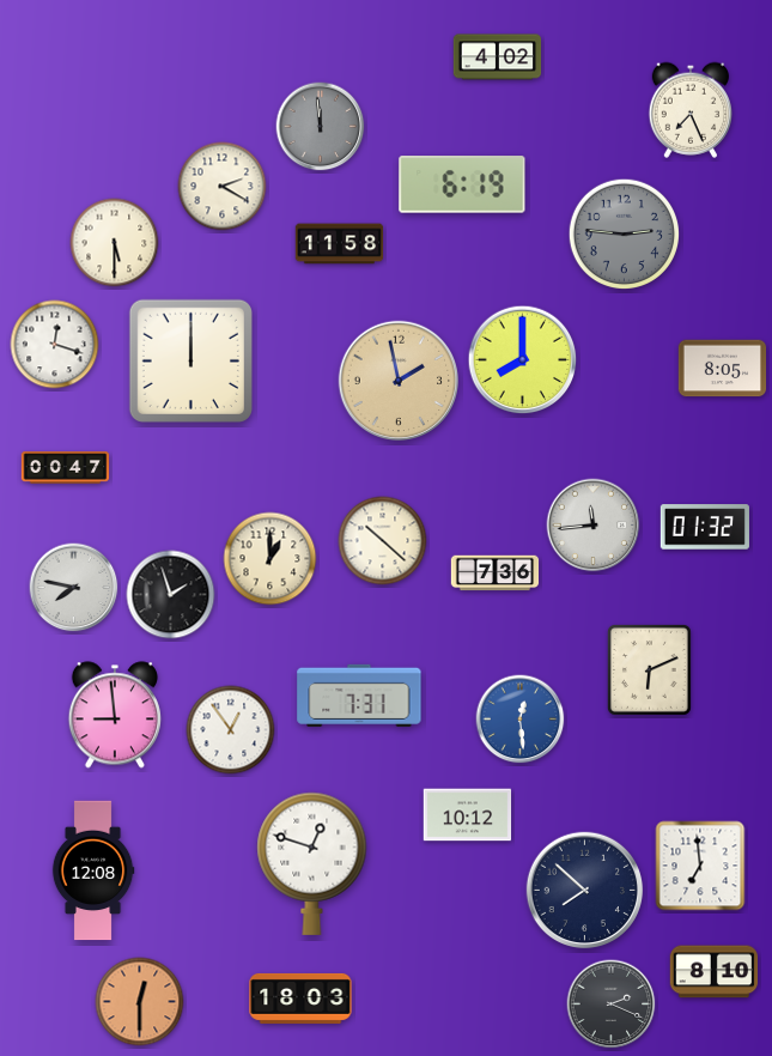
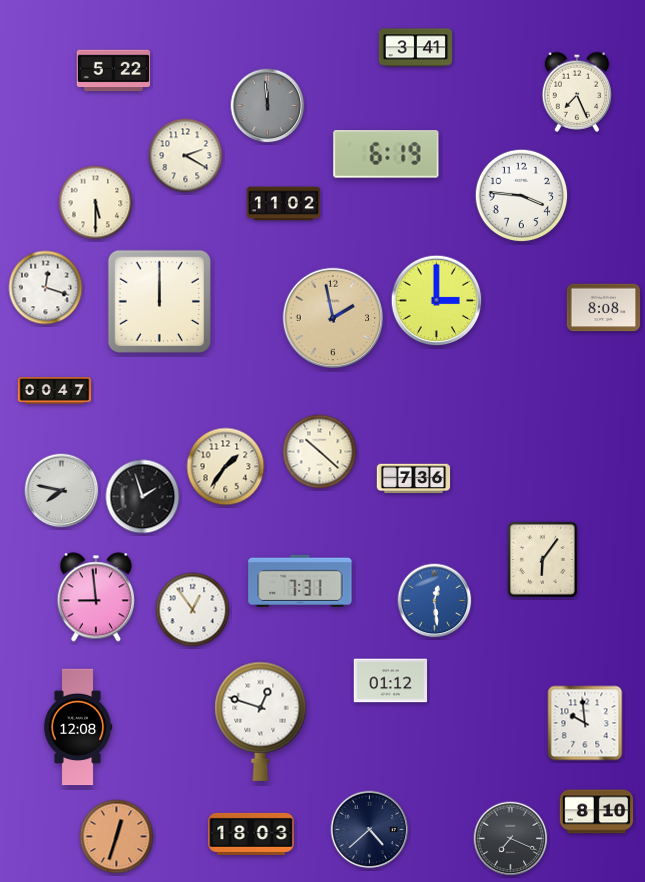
clock at (498, 57): 4:02 -> 3:41
clock at (114, 71): none -> 5:22
clock at (625, 235): 2:46 -> 3:46
clock at (625, 235) dial: grey -> white
clock at (340, 244): 11:58 -> 11:02
clock at (523, 360): 8:00 -> 3:00
clock at (723, 369): 8:05 -> 8:08
clock at (594, 526): 11:44 -> none
clock at (705, 527): 01:32 -> none
clock at (270, 559): 1:00 -> 1:36
clock at (649, 669): 6:11 -> 6:06
clock at (468, 815): 10:12 -> 01:12
clock at (700, 866): 6:59 -> 9:59
clock at (585, 891): 7:52 -> none
clock at (370, 830): none -> 4:38
clock at (140, 1002): 12:30 -> 12:33
clock at (612, 1005): 2:19 -> 7:19
